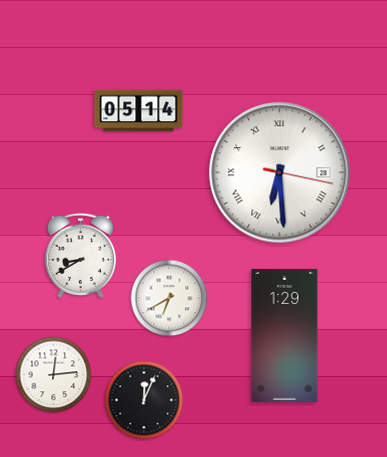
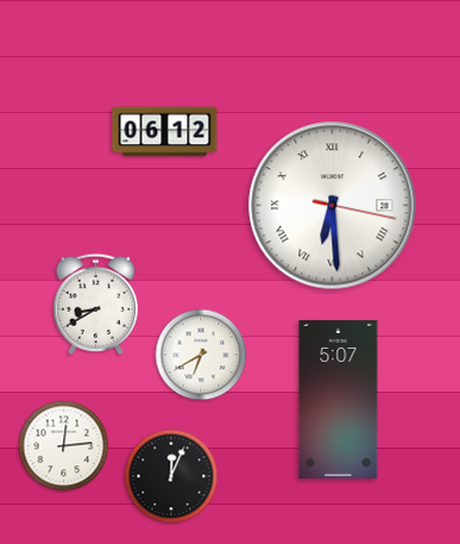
clock at (139, 111): 05:14 -> 06:12
clock at (285, 335): 1:29 -> 5:07
